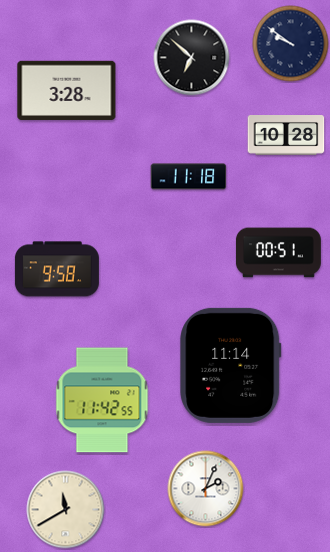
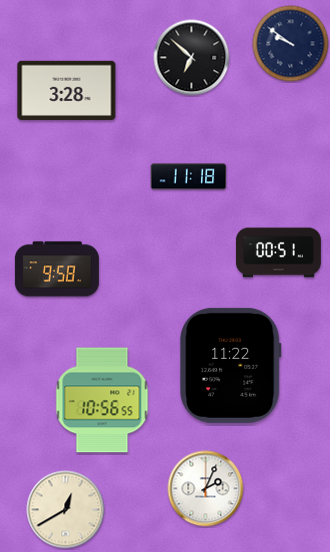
clock at (286, 136): 10:28 -> none
clock at (231, 365): 11:14 -> 11:22
clock at (102, 400): 11:42 -> 10:56
clock at (66, 510): 11:40 -> 12:40
